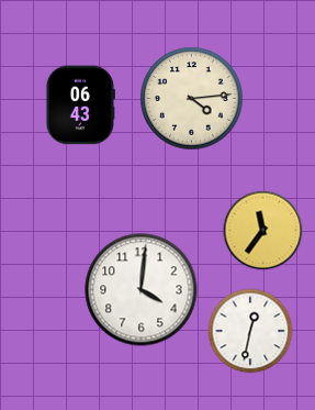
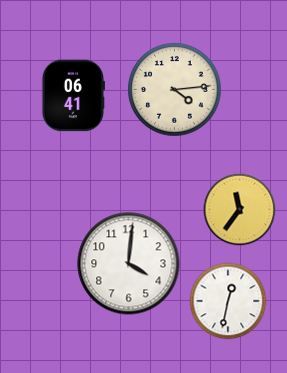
clock at (80, 106): 06:43 -> 06:41
